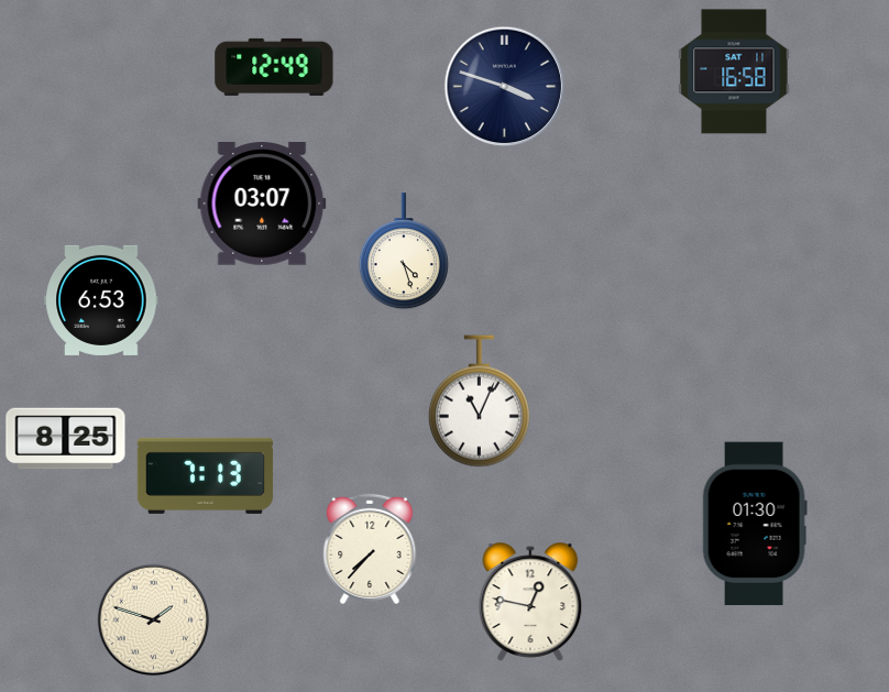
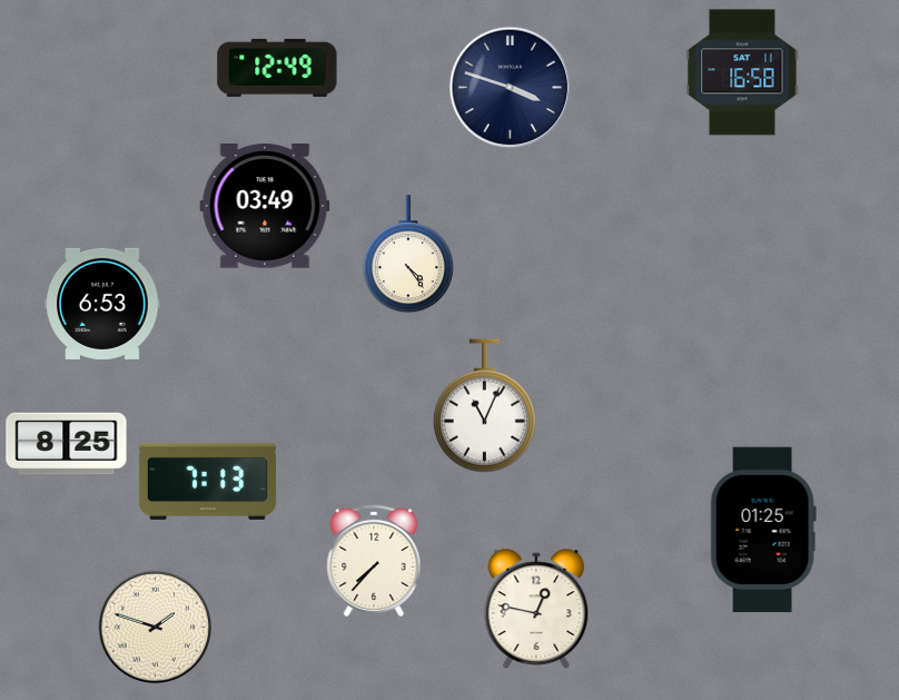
clock at (262, 205): 03:07 -> 03:49
clock at (404, 252): 4:27 -> 4:24
clock at (755, 524): 01:30 -> 01:25
clock at (370, 549) position: (370, 549) -> (374, 561)
